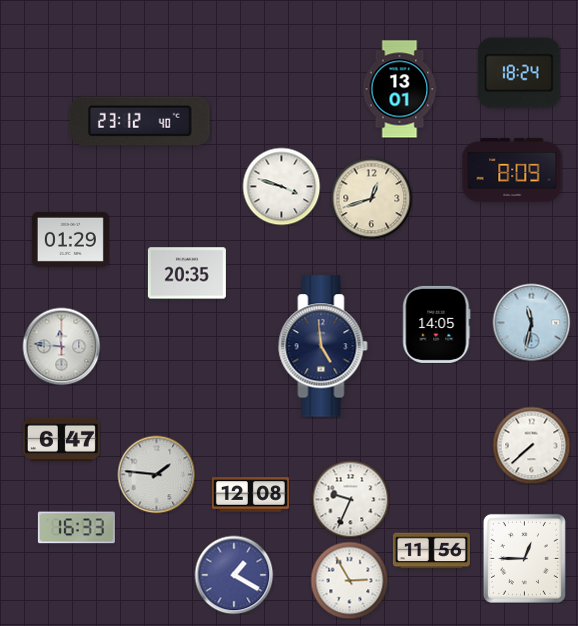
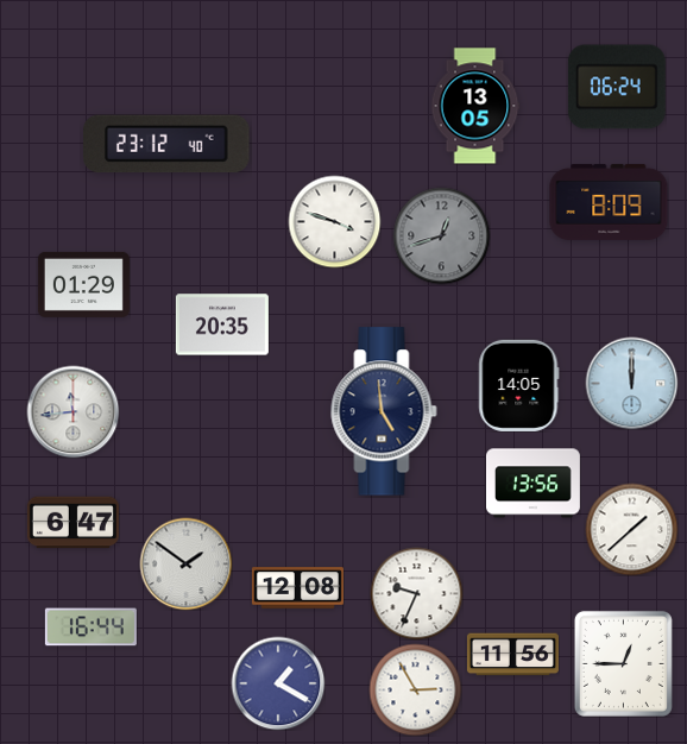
clock at (519, 73): 18:24 -> 06:24
clock at (400, 89): 13:01 -> 13:05
clock at (371, 198) dial: cream -> grey
clock at (531, 322): 11:32 -> 12:00
clock at (61, 346): 11:46 -> 11:44
clock at (532, 484): none -> 13:56
clock at (531, 445): 7:38 -> 1:38
clock at (156, 474): 1:46 -> 1:51
clock at (76, 528): 16:33 -> 16:44
